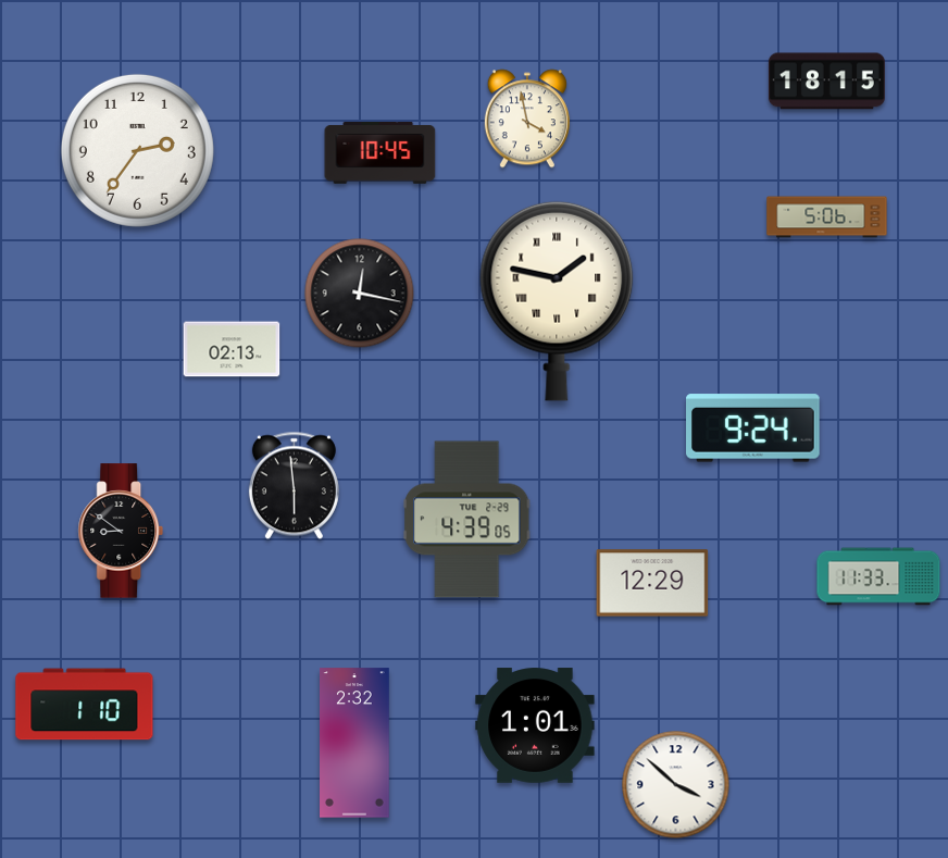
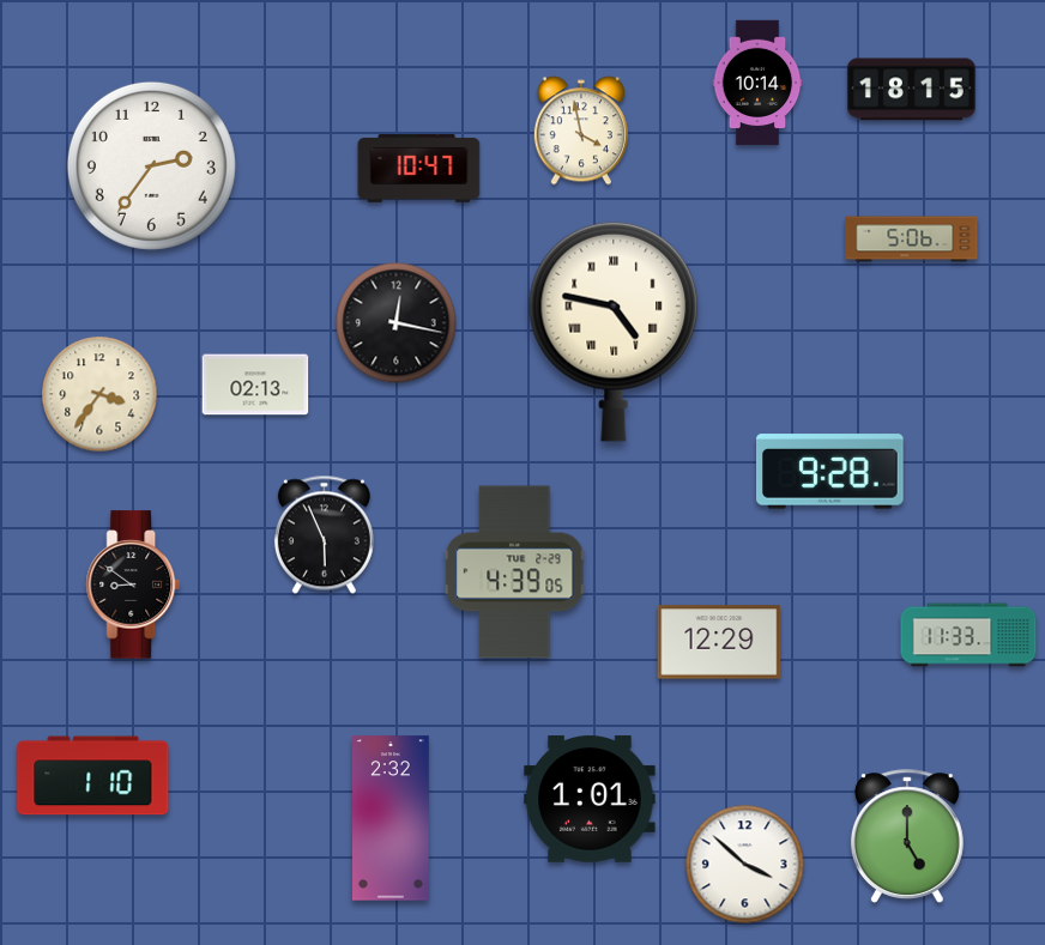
clock at (757, 83): none -> 10:14
clock at (381, 152): 10:45 -> 10:47
clock at (557, 301): 1:47 -> 4:47
clock at (99, 394): none -> 3:36
clock at (753, 428): 9:24 -> 9:28
clock at (294, 486): 5:59 -> 5:56
clock at (907, 836): none -> 5:00
